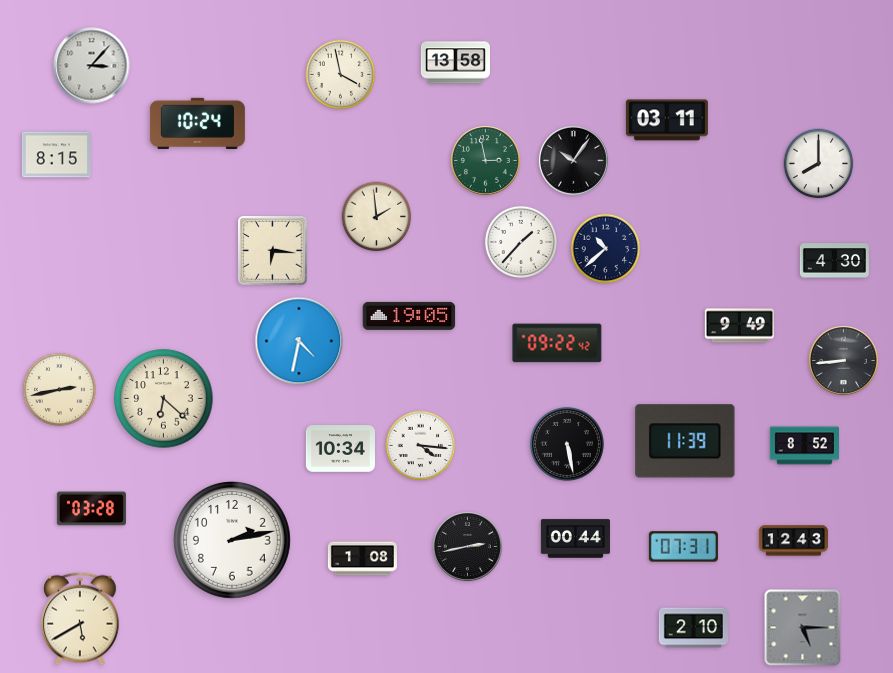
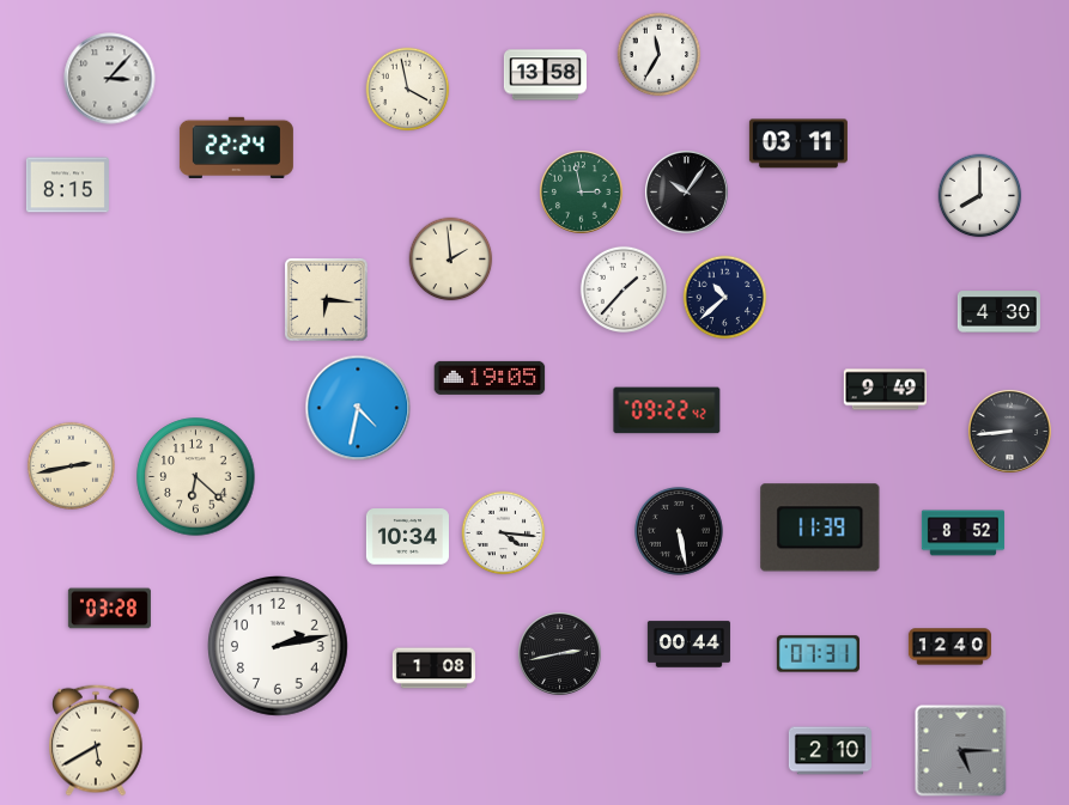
clock at (660, 55): none -> 11:35
clock at (197, 123): 10:24 -> 22:24
clock at (793, 541): 12:43 -> 12:40
